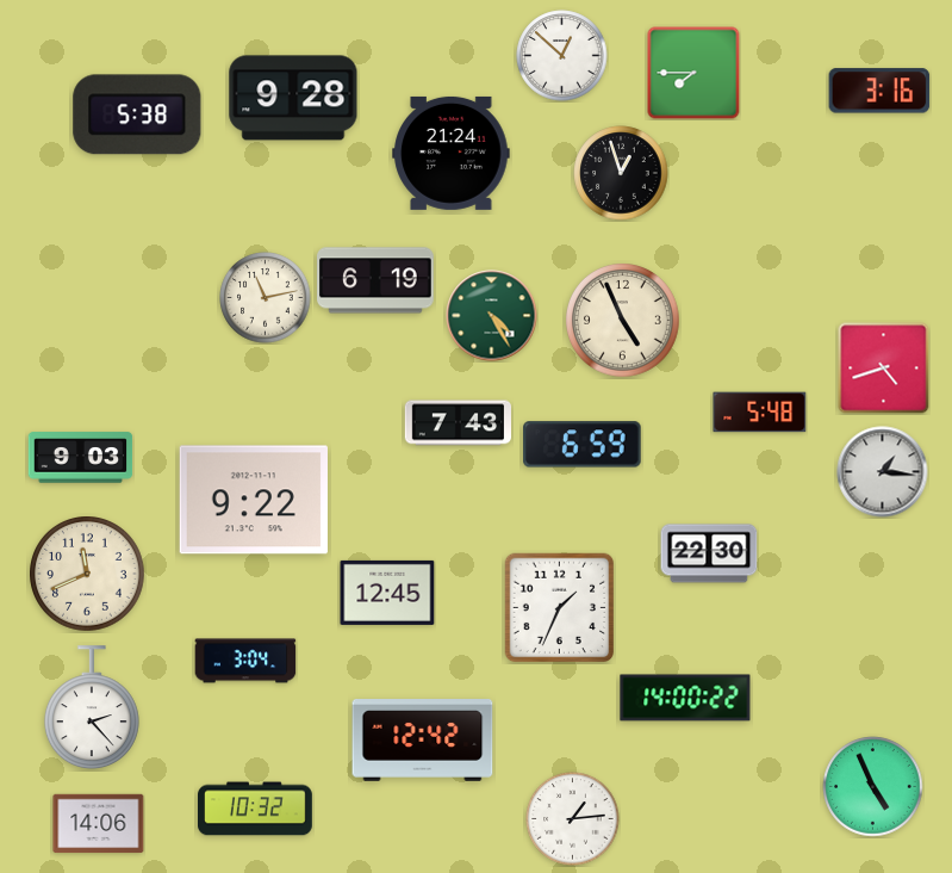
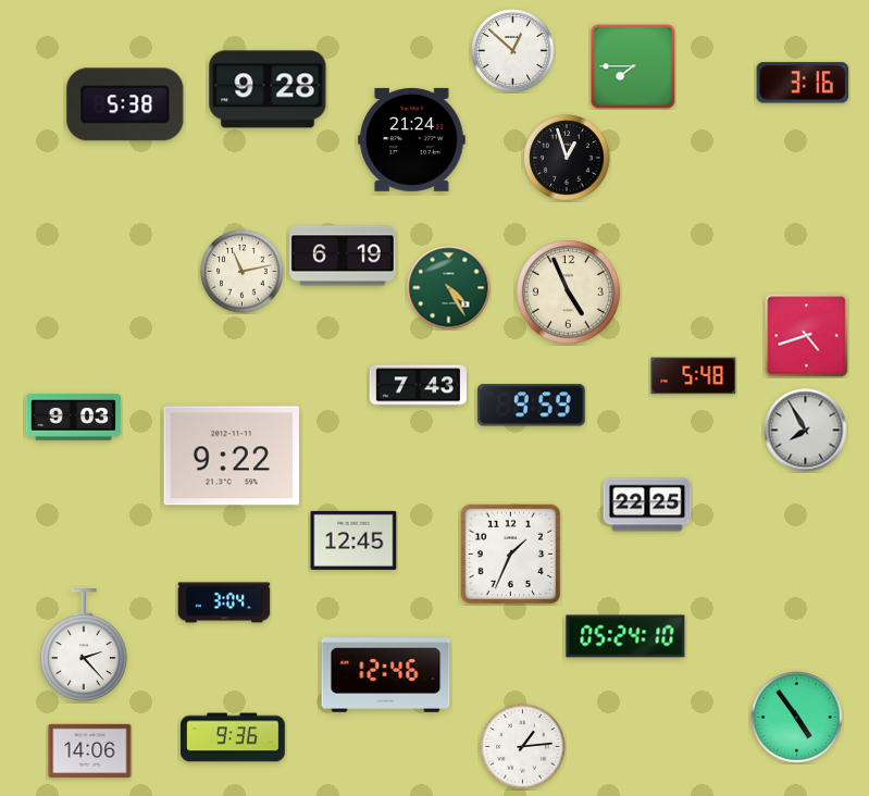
clock at (583, 445): 6:59 -> 9:59
clock at (883, 472): 1:16 -> 7:55
clock at (709, 553): 22:30 -> 22:25
clock at (88, 575): 11:41 -> none
clock at (685, 698): 14:00 -> 05:24
clock at (423, 741): 12:42 -> 12:46
clock at (873, 787): 4:56 -> 4:54
clock at (256, 809): 10:32 -> 9:36
